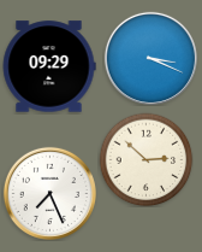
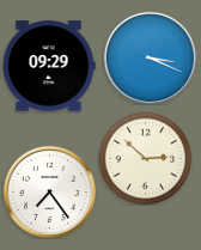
clock at (49, 193): 7:26 -> 7:24
